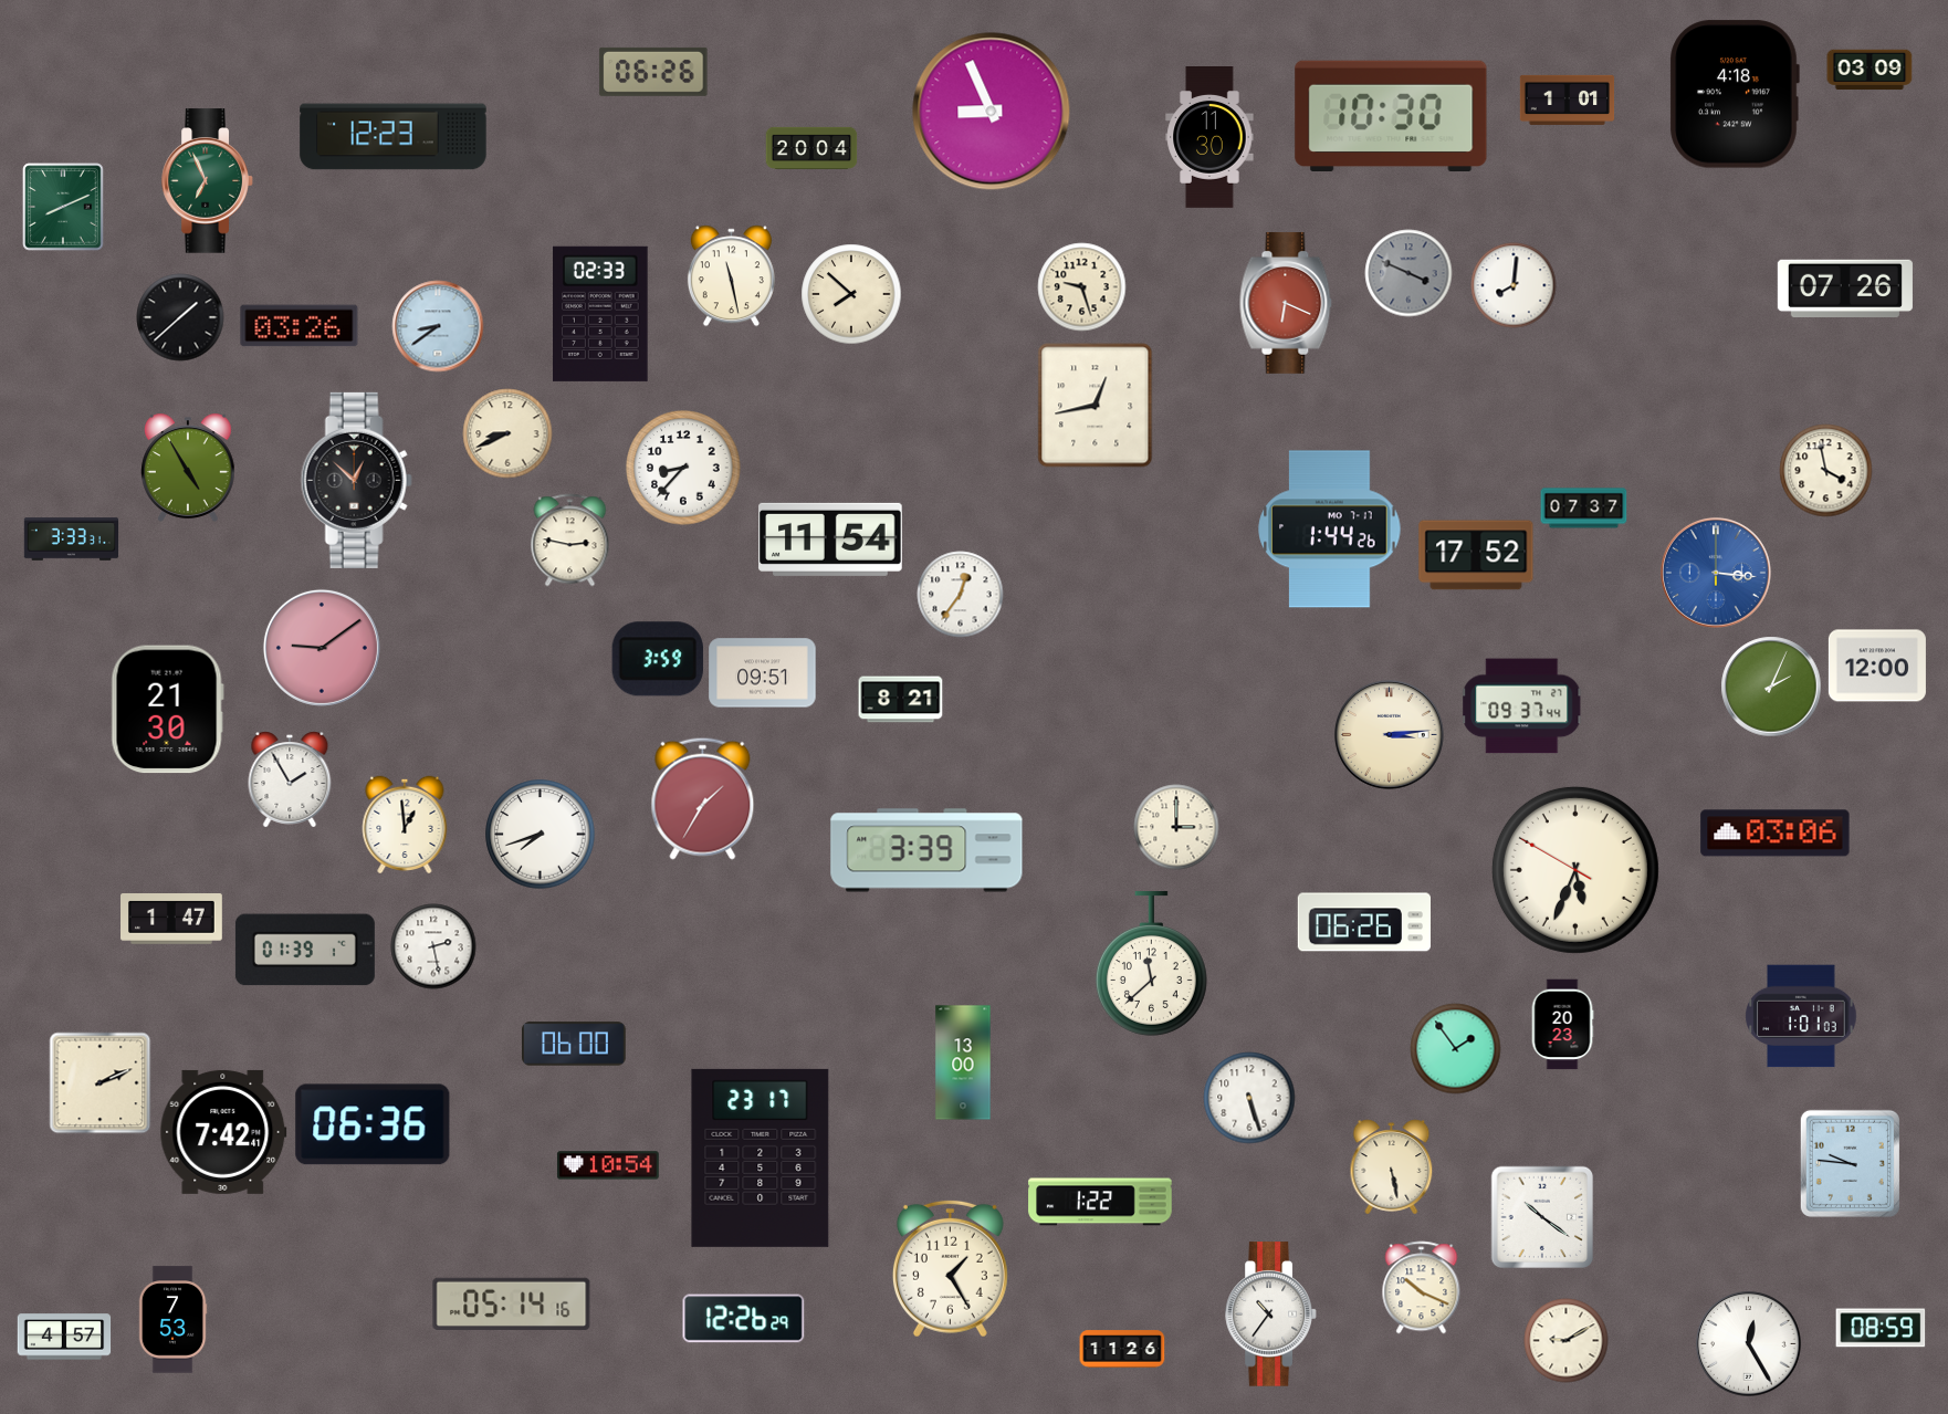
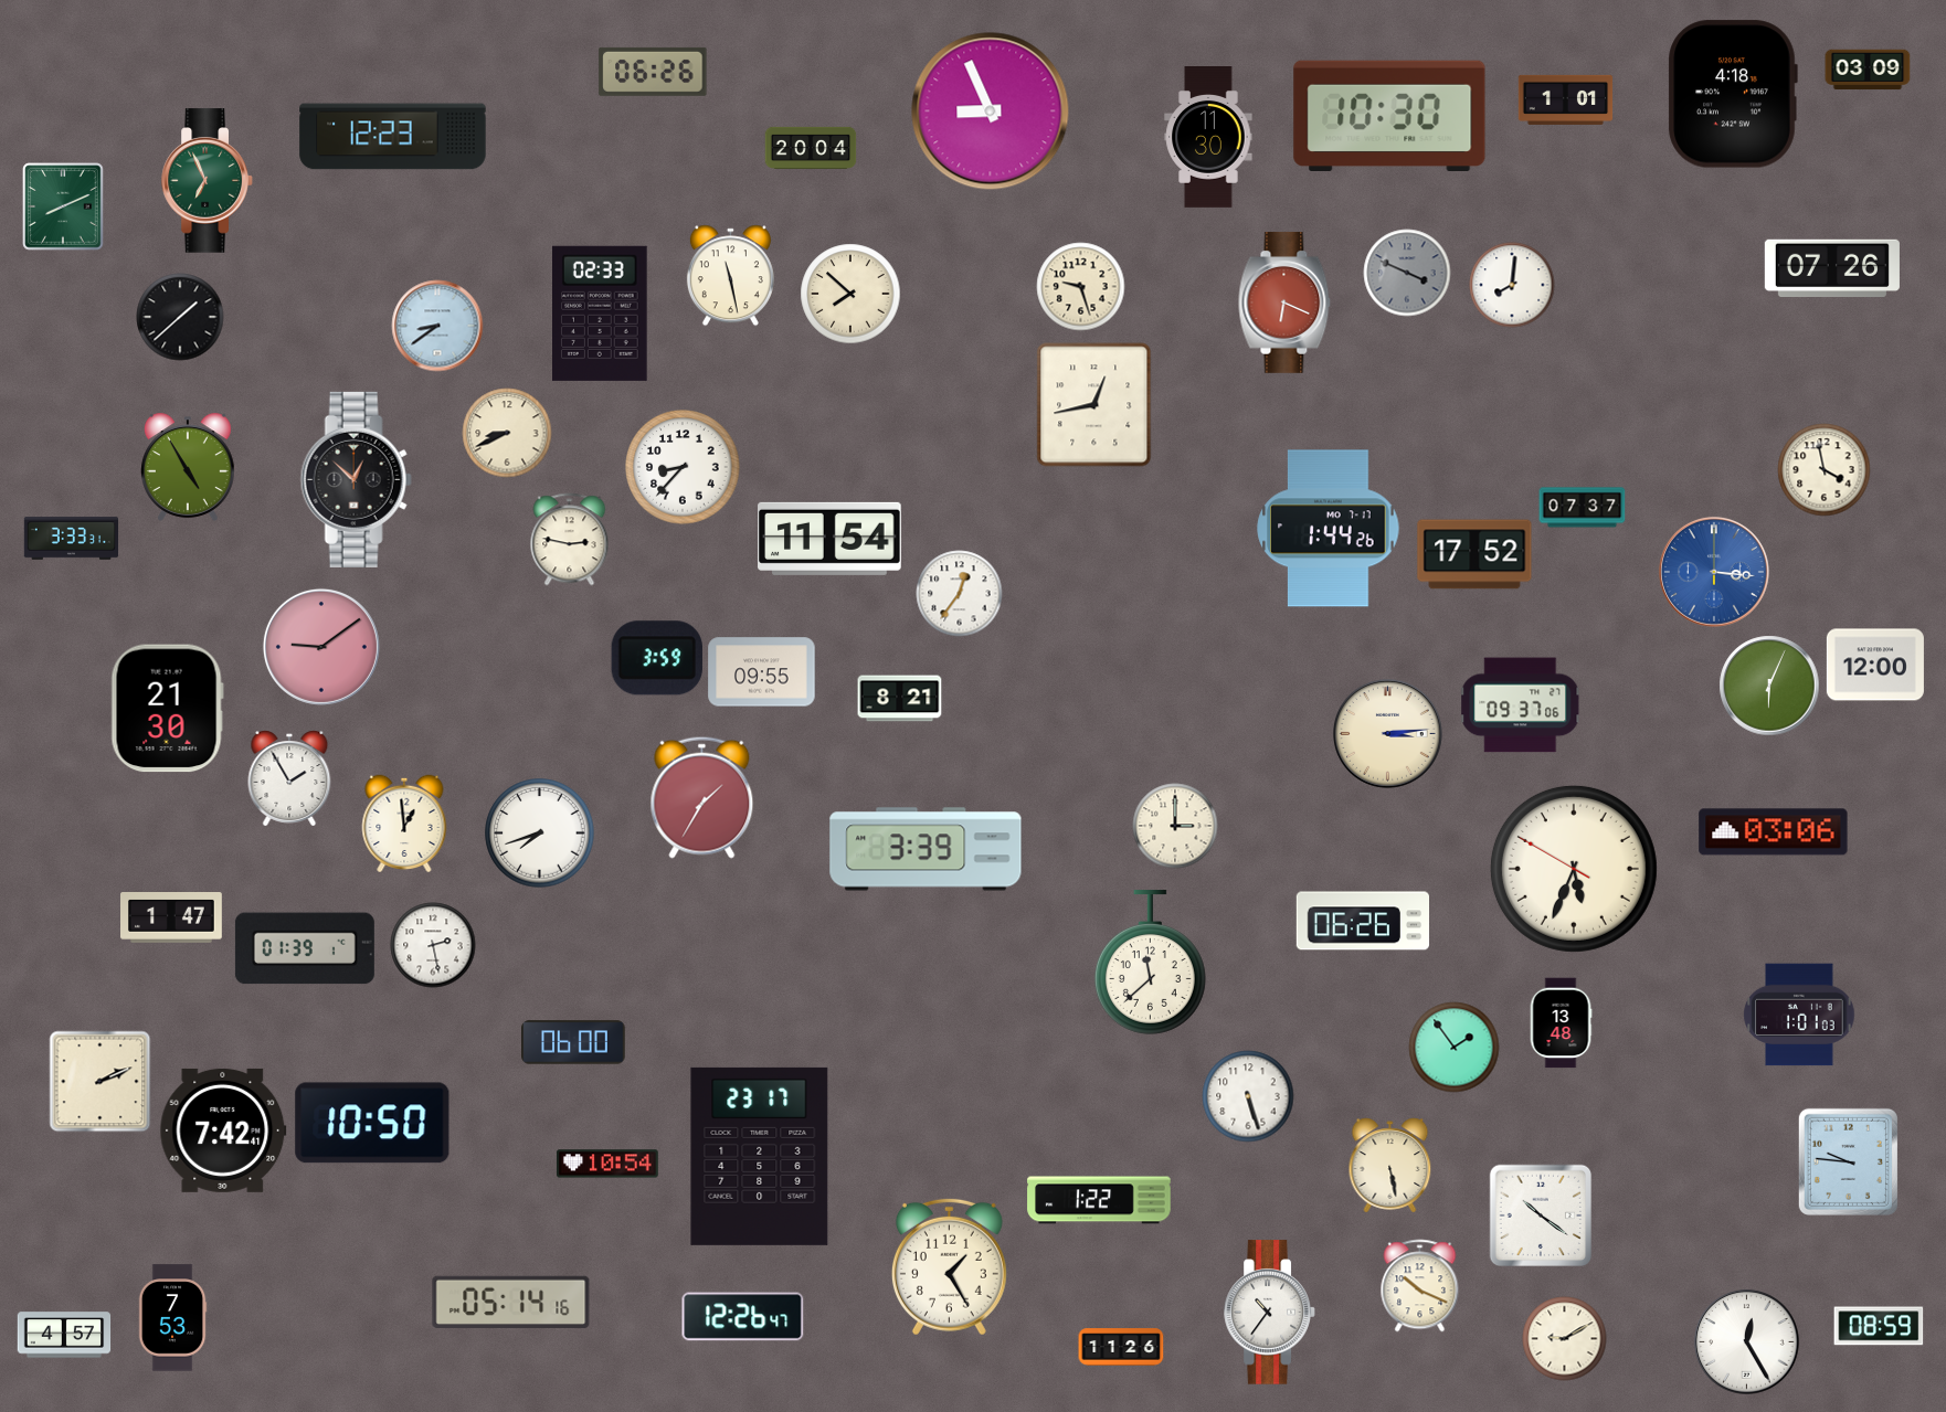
clock at (1845, 289) position: (1845, 289) -> (1832, 268)
clock at (300, 326): 03:26 -> none
clock at (763, 673): 09:51 -> 09:55
clock at (1771, 687): 2:04 -> 6:04
clock at (1522, 706): 09:37:44 -> 09:37:06
clock at (1562, 1025): 20:23 -> 13:48
clock at (963, 1062): 13:00 -> none
clock at (373, 1124): 06:36 -> 10:50
clock at (744, 1319): 12:26:29 -> 12:26:47
